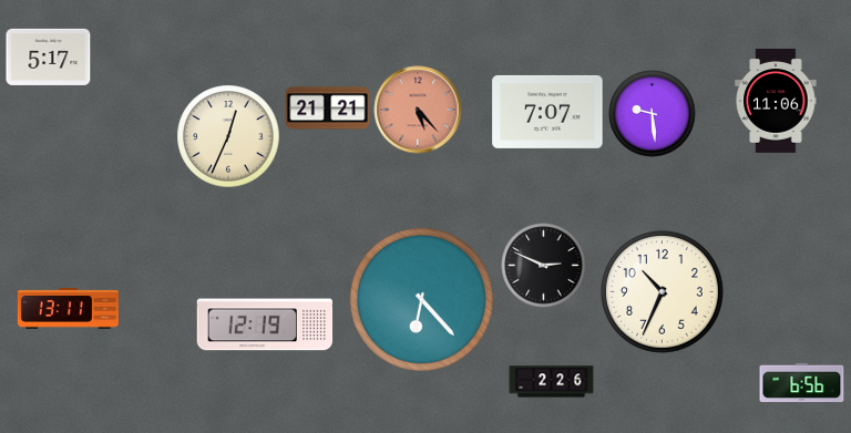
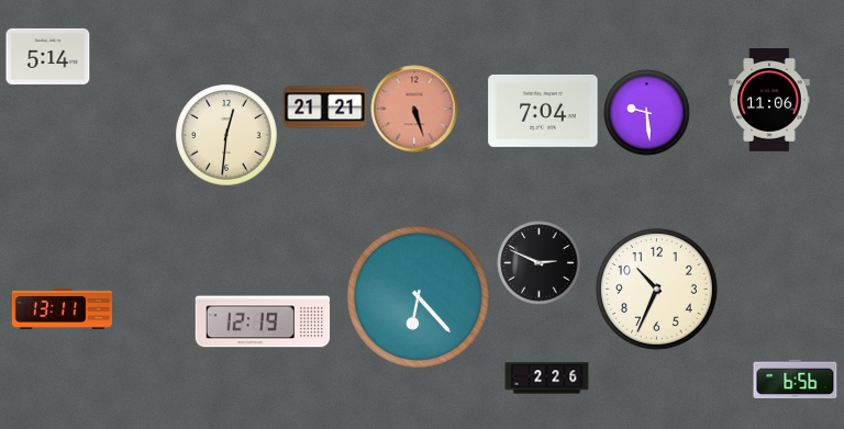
clock at (49, 56): 5:17 -> 5:14
clock at (418, 110): 5:23 -> 5:27
clock at (547, 112): 7:07 -> 7:04
clock at (228, 136): 12:34 -> 12:31
clock at (68, 308) position: (68, 308) -> (62, 308)
